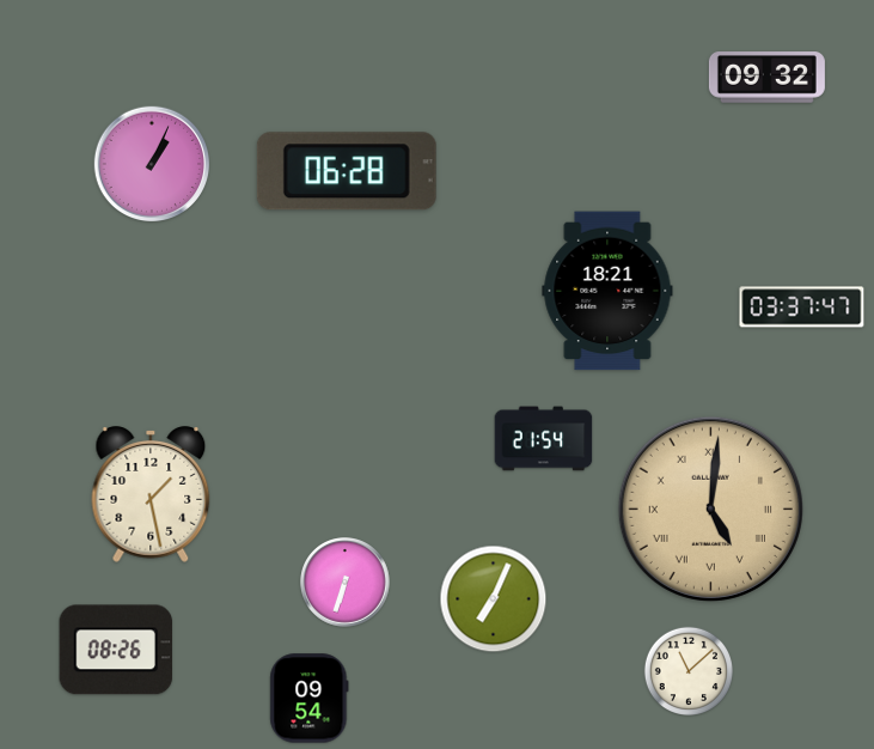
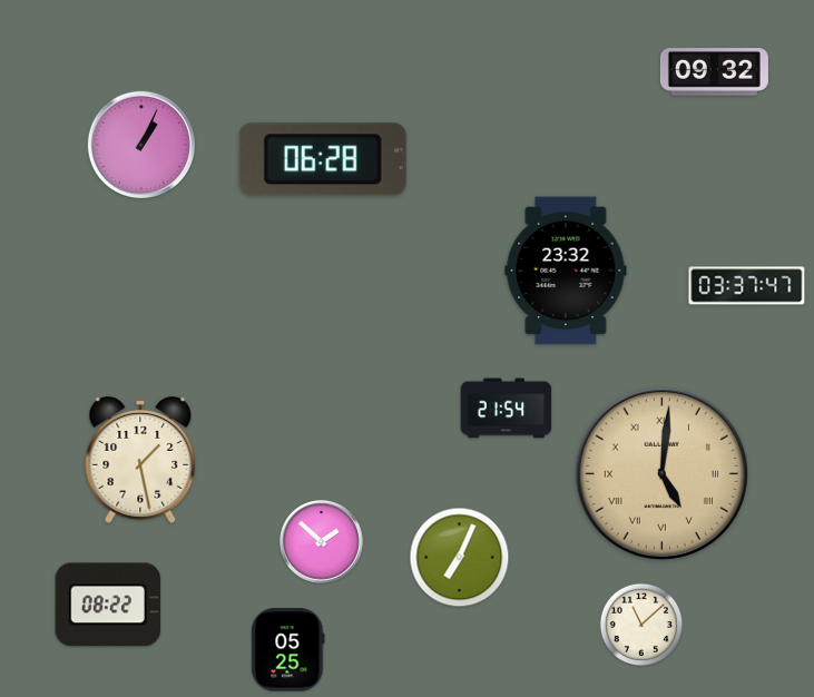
clock at (152, 164) position: (152, 164) -> (141, 145)
clock at (607, 291): 18:21 -> 23:32
clock at (346, 583): 6:33 -> 1:52
clock at (116, 650): 08:26 -> 08:22
clock at (310, 699): 09:54 -> 05:25
